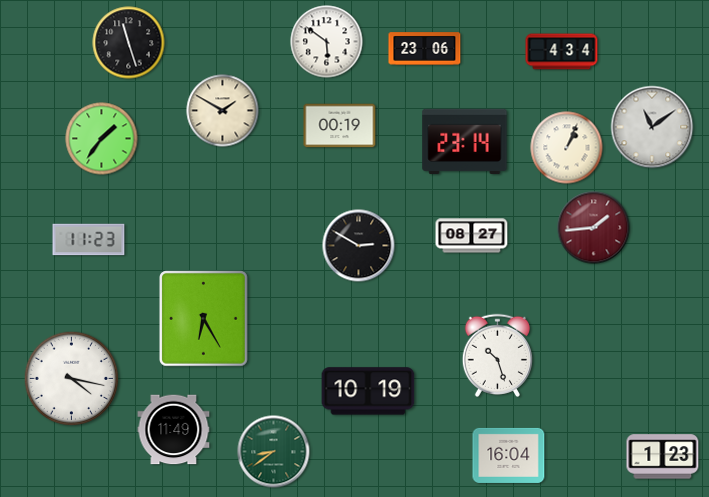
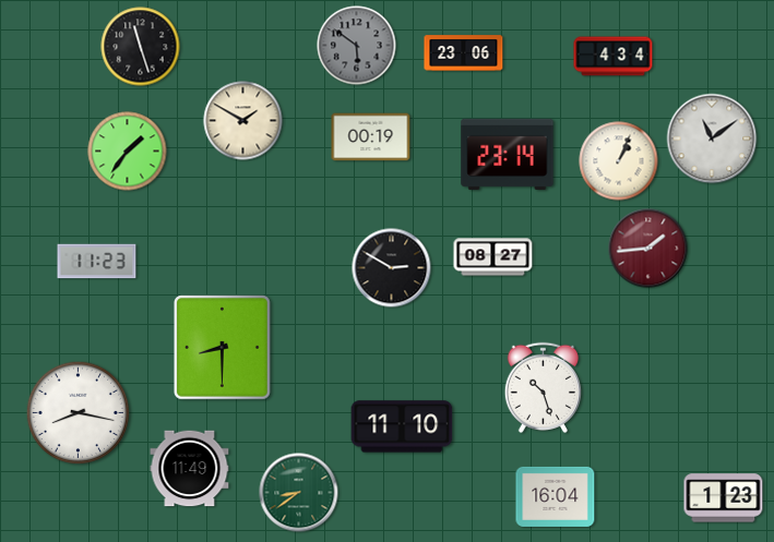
clock at (327, 42) dial: white -> grey
clock at (102, 139) position: (102, 139) -> (128, 152)
clock at (472, 236) position: (472, 236) -> (493, 257)
clock at (204, 319): 6:25 -> 8:30
clock at (72, 379): 4:17 -> 8:17
clock at (368, 391): 10:19 -> 11:10
